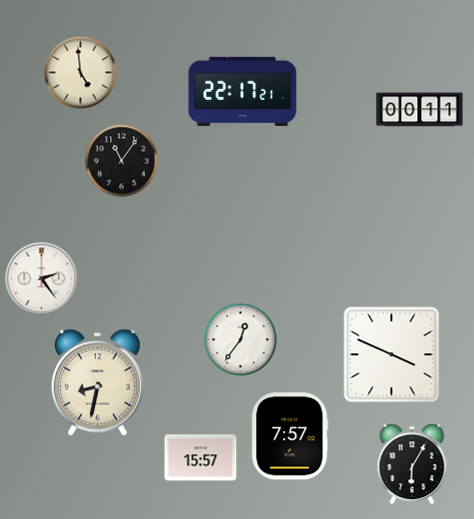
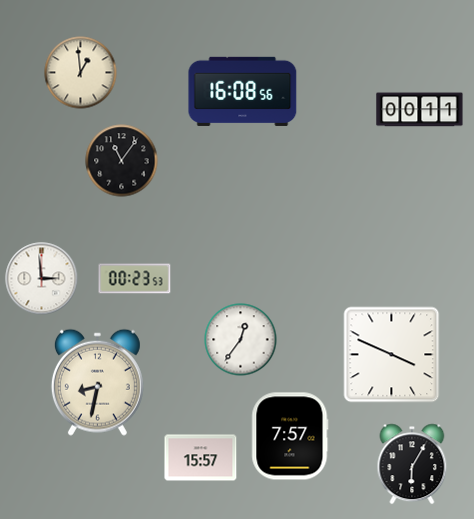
clock at (81, 73): 4:59 -> 12:59
clock at (243, 91): 22:17 -> 16:08
clock at (42, 279): 2:24 -> 2:59
clock at (135, 279): none -> 00:23
